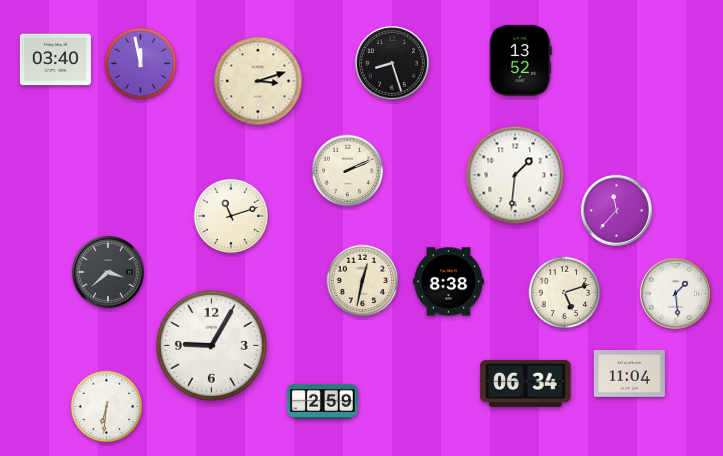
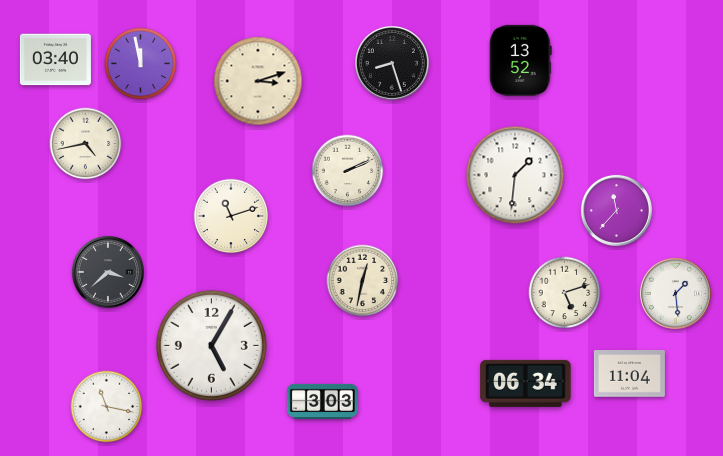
clock at (86, 144): none -> 4:43
clock at (448, 282): 8:38 -> none
clock at (211, 345): 9:05 -> 5:05
clock at (322, 401): 2:59 -> 3:03
clock at (107, 407): 6:31 -> 11:17
